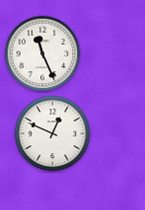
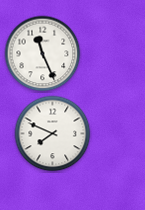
clock at (53, 134): 12:49 -> 7:49
